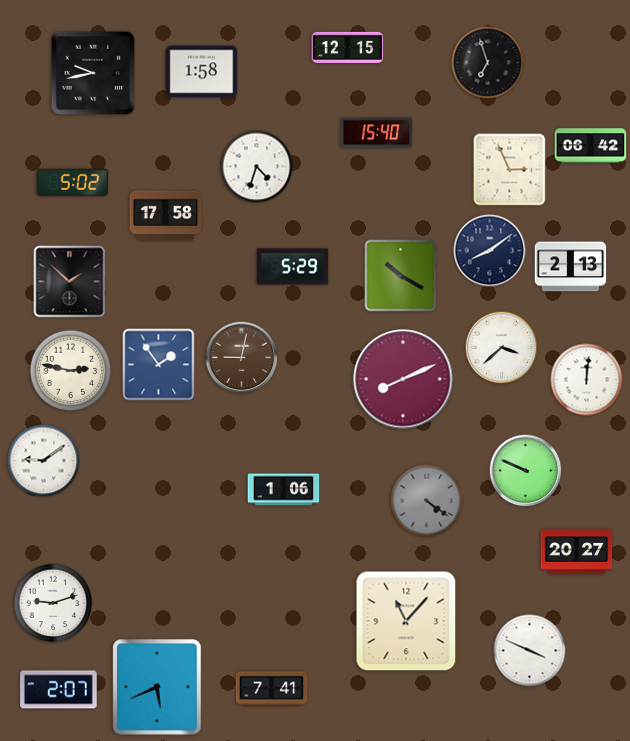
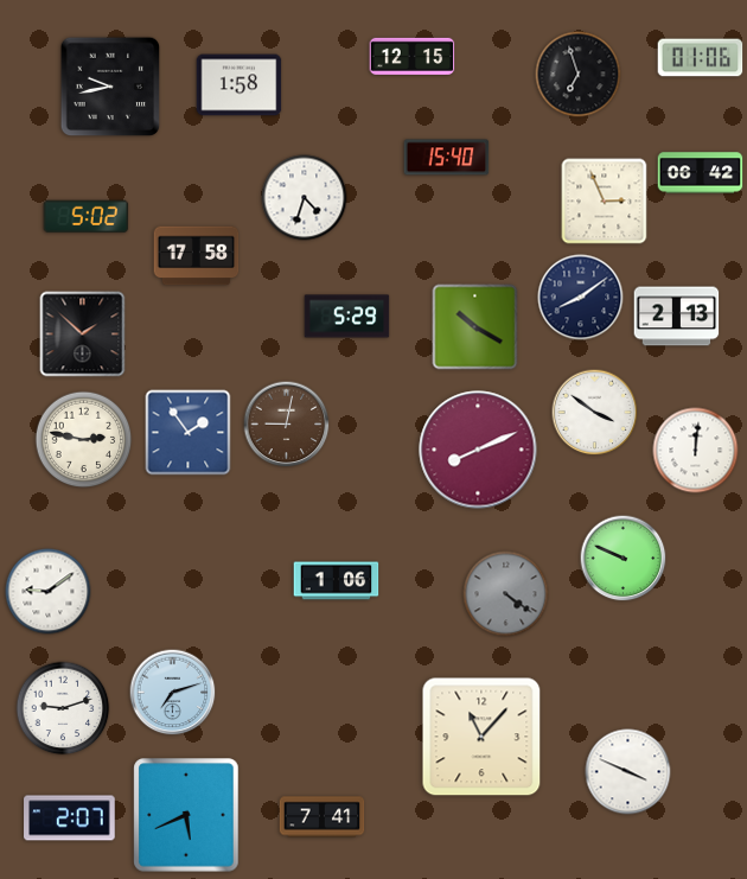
clock at (701, 58): none -> 01:06
clock at (502, 348): 3:38 -> 3:51
clock at (44, 461) position: (44, 461) -> (49, 592)
clock at (577, 552): 20:27 -> none
clock at (173, 693): none -> 7:12
clock at (53, 603) position: (53, 603) -> (63, 708)
